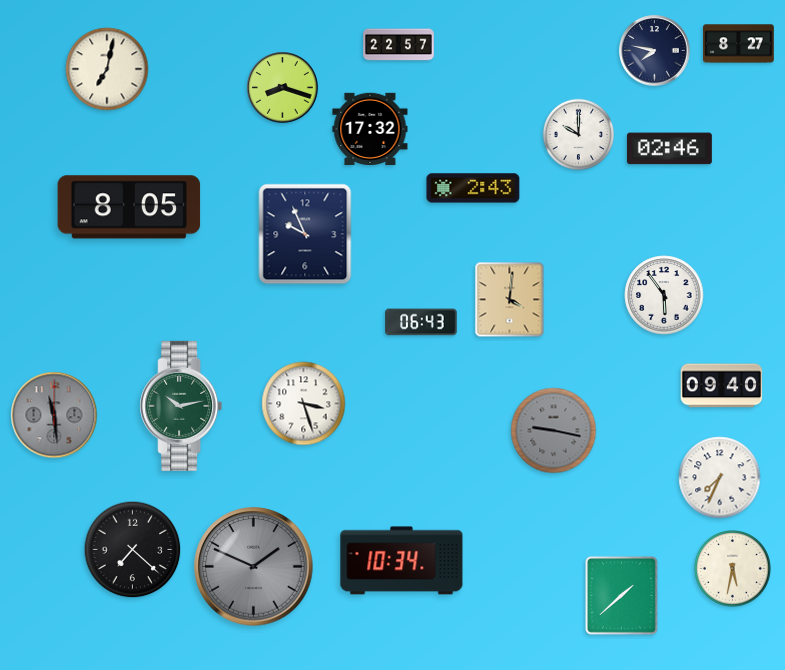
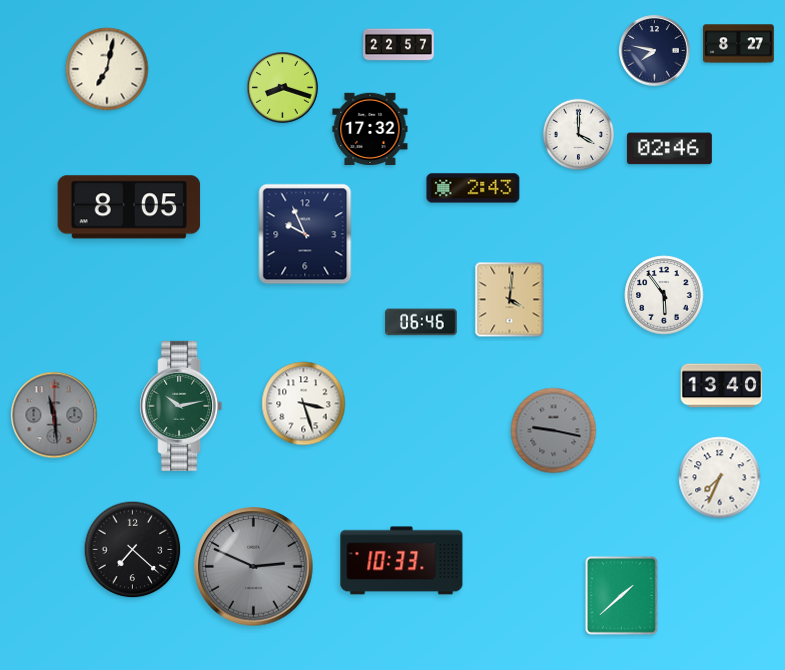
clock at (578, 134): 10:00 -> 4:00
clock at (421, 322): 06:43 -> 06:46
clock at (722, 386): 09:40 -> 13:40
clock at (402, 561): 10:34 -> 10:33
clock at (254, 567): 1:49 -> 2:49
clock at (733, 569): 5:32 -> none
